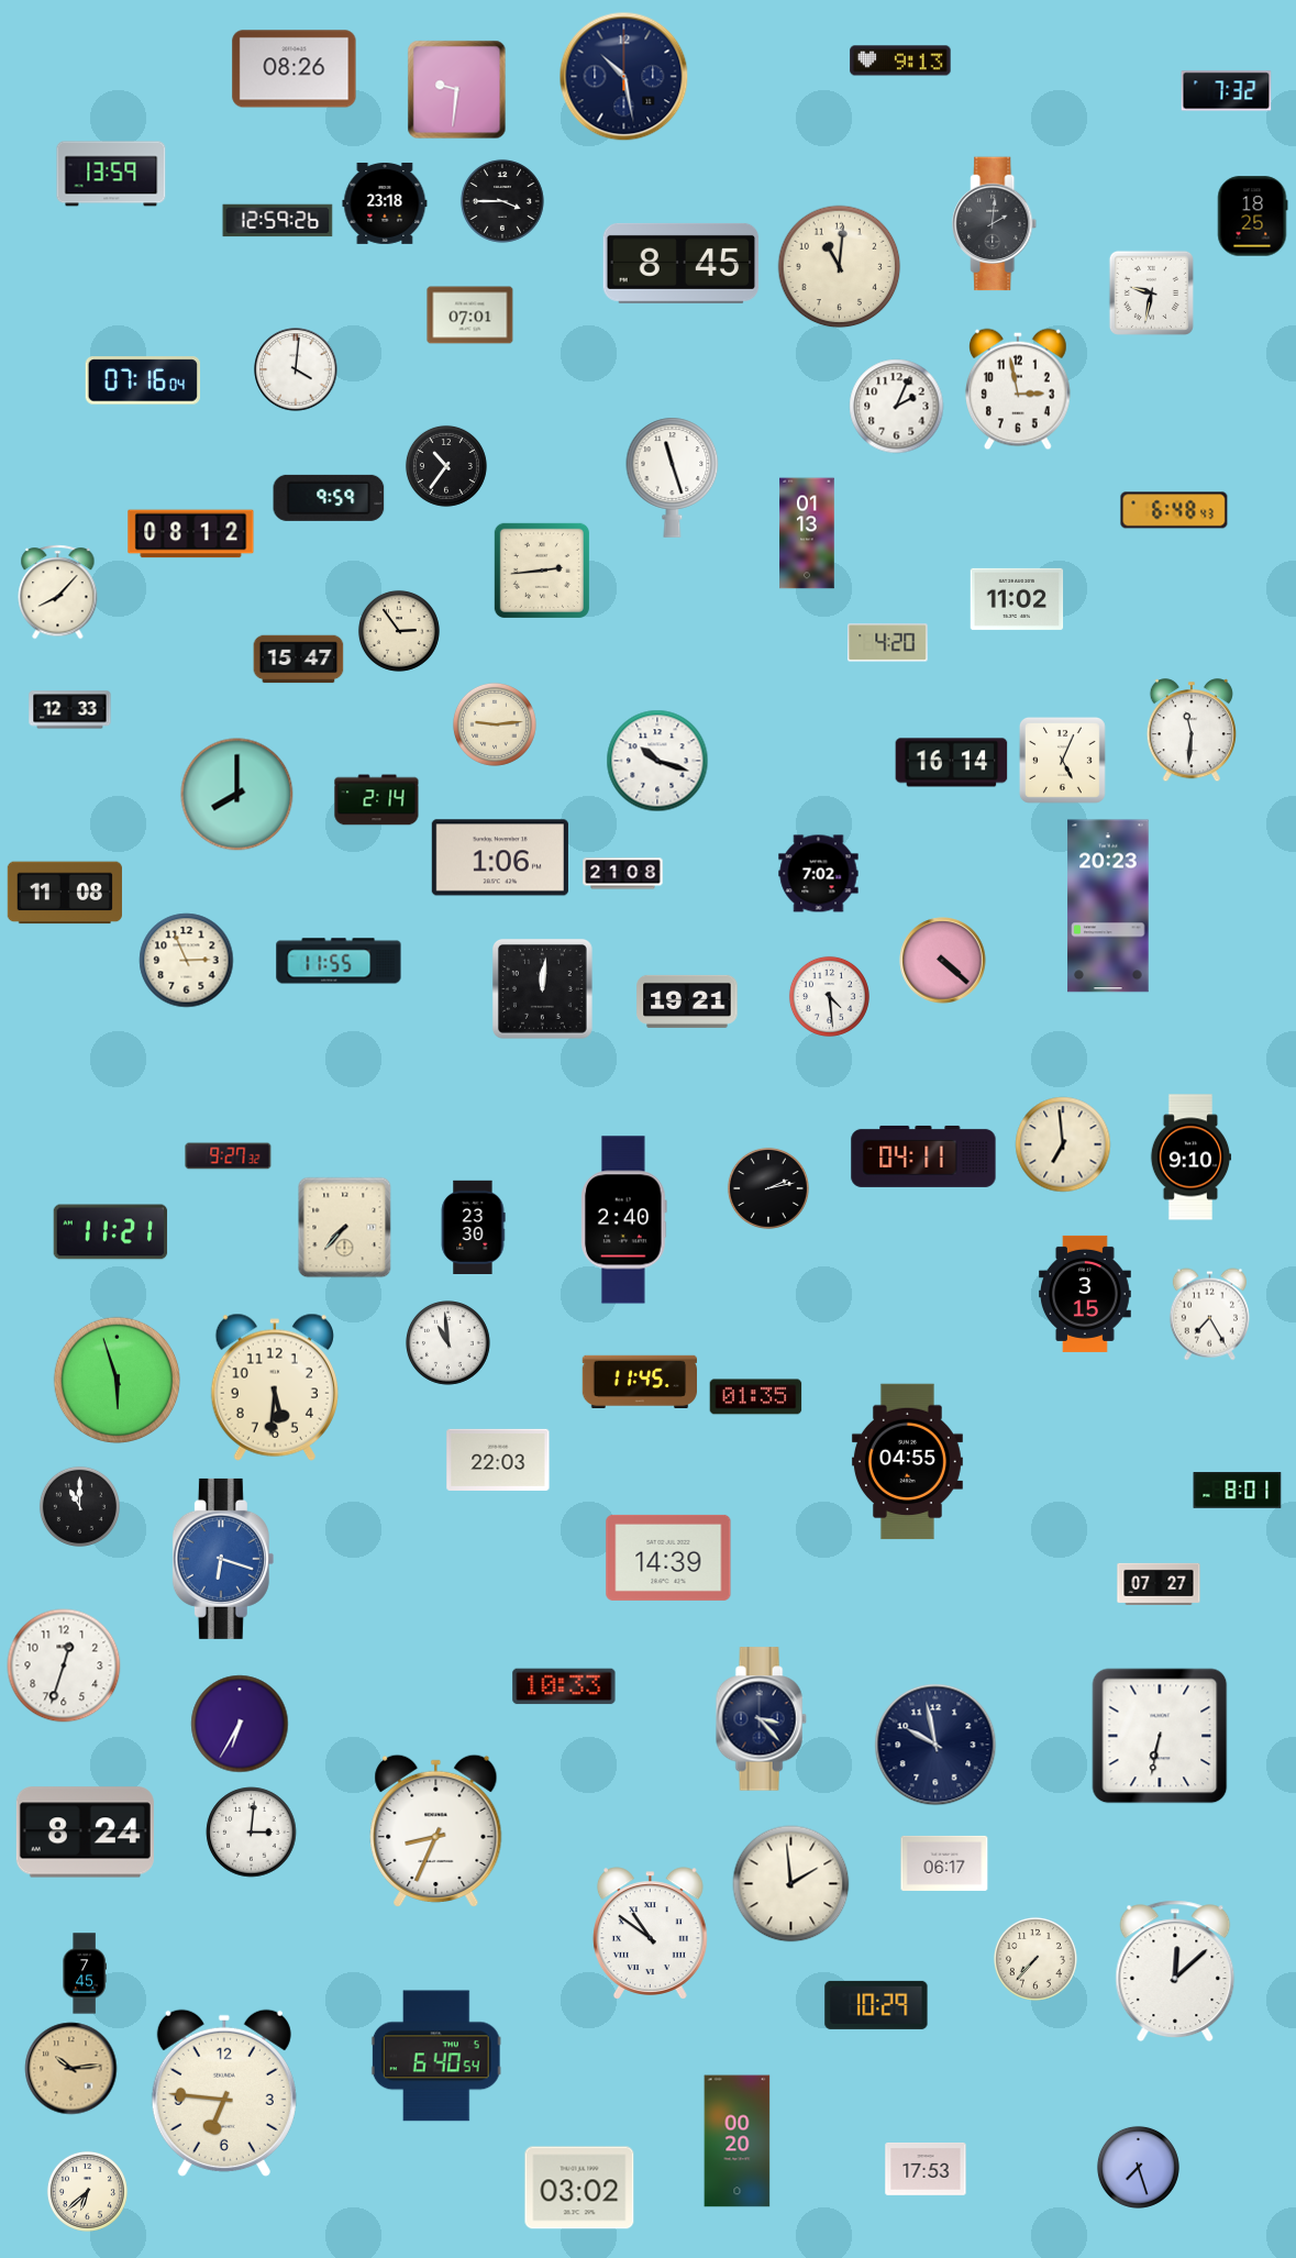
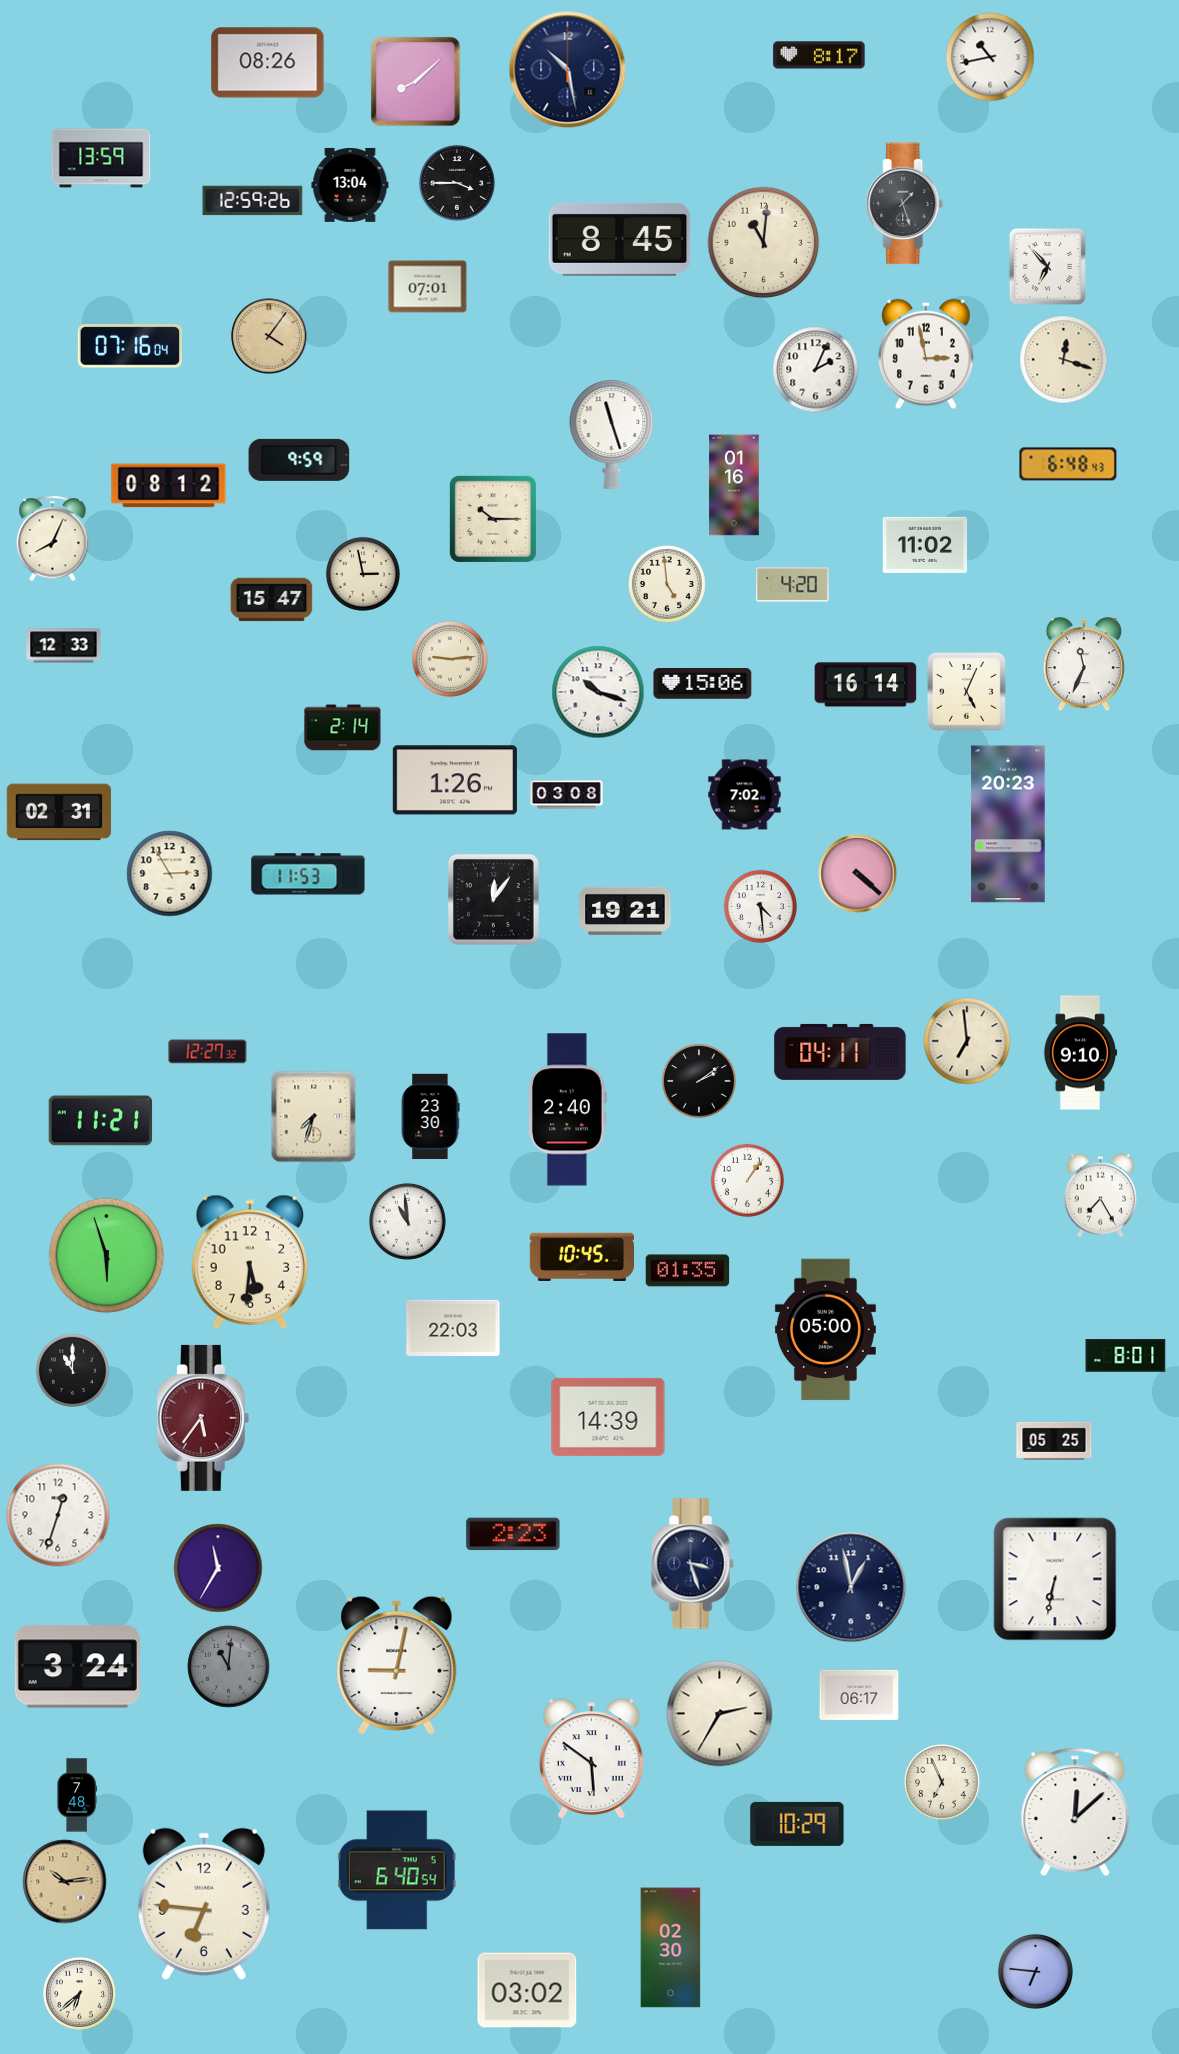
clock at (900, 60): 9:13 -> 8:17
clock at (990, 57): none -> 10:43
clock at (457, 90): 9:31 -> 8:08
clock at (1227, 91): 7:32 -> none
clock at (385, 203): 23:18 -> 13:04
clock at (1252, 217): 18:25 -> none
clock at (995, 224): 2:01 -> 1:27
clock at (1151, 292): 9:32 -> 6:53
clock at (296, 369): 4:01 -> 4:06
clock at (296, 369) dial: white -> champagne
clock at (1064, 360): none -> 12:18
clock at (446, 466): 10:36 -> none
clock at (329, 498) position: (329, 498) -> (299, 460)
clock at (807, 533): 01:13 -> 01:16
clock at (191, 534) position: (191, 534) -> (169, 486)
clock at (542, 571): 2:44 -> 10:15
clock at (58, 593): 8:07 -> 8:04
clock at (399, 631): 2:54 -> 2:58
clock at (668, 585): none -> 4:59
clock at (888, 643) position: (888, 643) -> (793, 585)
clock at (1192, 731): 11:31 -> 11:34
clock at (703, 684): none -> 15:06
clock at (952, 763) position: (952, 763) -> (866, 685)
clock at (237, 795): 8:00 -> none
clock at (500, 857): 1:06 -> 1:26
clock at (623, 874): 21:08 -> 03:08
clock at (64, 893): 11:08 -> 02:31
clock at (187, 961): 2:56 -> 2:55
clock at (339, 961): 11:55 -> 11:53
clock at (542, 988): 12:01 -> 12:06
clock at (829, 996) position: (829, 996) -> (760, 906)
clock at (229, 1156): 9:27 -> 12:27
clock at (1190, 1158) position: (1190, 1158) -> (1080, 1053)
clock at (768, 1188): 2:13 -> 2:09
clock at (345, 1228): 7:37 -> 7:33
clock at (1086, 1294): 3:15 -> none
clock at (747, 1180): none -> 1:06
clock at (639, 1381): 11:45 -> 10:45
clock at (907, 1462): 04:55 -> 05:00
clock at (223, 1559): 6:18 -> 5:36
clock at (223, 1559) dial: blue -> burgundy
clock at (1159, 1584): 07:27 -> 05:25
clock at (564, 1686): 10:33 -> 2:23
clock at (761, 1719): 3:23 -> 3:27
clock at (240, 1724): 6:35 -> 11:35
clock at (935, 1745): 9:58 -> 12:58
clock at (436, 1831): 8:34 -> 9:02
clock at (85, 1833): 8:24 -> 3:24
clock at (252, 1833): 3:01 -> 11:01
clock at (252, 1833) dial: white -> grey
clock at (791, 1884): 1:59 -> 2:35
clock at (650, 1934): 10:51 -> 5:51
clock at (1035, 1959): 7:37 -> 6:56
clock at (1175, 1971) position: (1175, 1971) -> (1075, 1812)
clock at (85, 1973): 7:45 -> 7:48
clock at (738, 2141): 00:20 -> 02:30
clock at (1138, 2167): 7:27 -> 6:46
clock at (926, 2169): 17:53 -> none
